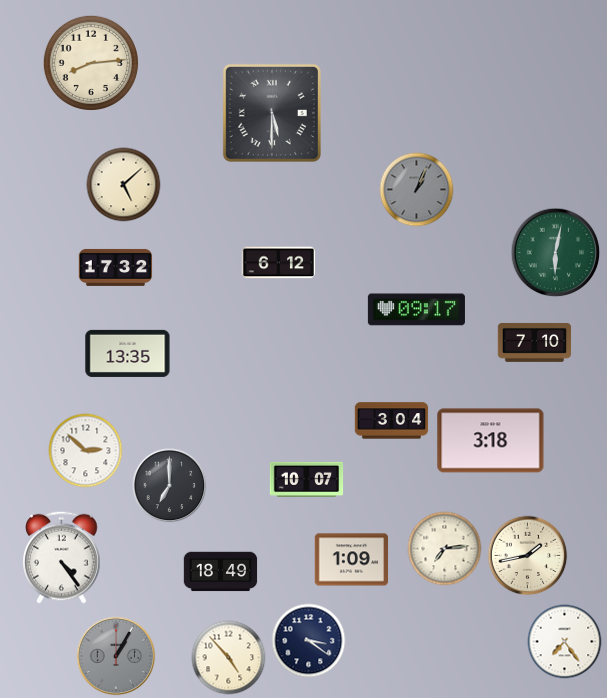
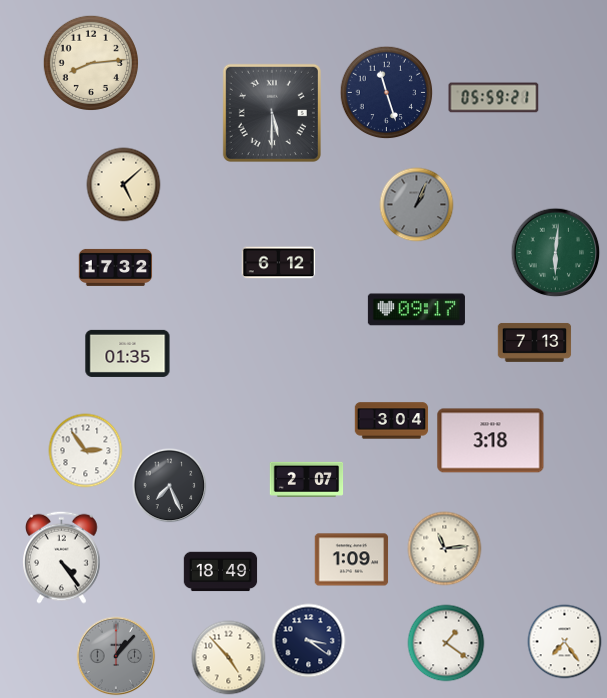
clock at (387, 93): none -> 11:27
clock at (494, 98): none -> 05:59
clock at (417, 190) position: (417, 190) -> (417, 205)
clock at (556, 253): 6:02 -> 6:01
clock at (535, 343): 7:10 -> 7:13
clock at (128, 353): 13:35 -> 01:35
clock at (86, 451): 2:52 -> 2:54
clock at (307, 479): 10:07 -> 2:07
clock at (170, 486): 7:00 -> 7:26
clock at (445, 549): 7:14 -> 11:14
clock at (528, 556): 1:43 -> none
clock at (446, 643): none -> 1:21
clock at (116, 656): 1:05 -> 1:07
